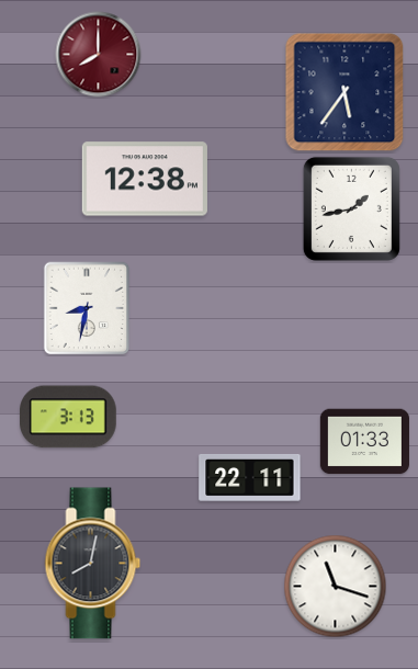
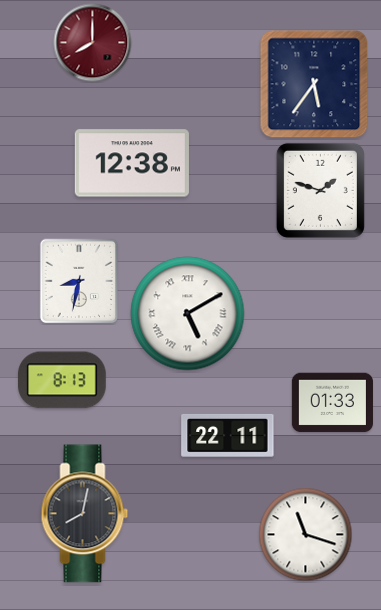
clock at (99, 55) position: (99, 55) -> (93, 43)
clock at (351, 208): 1:43 -> 1:48
clock at (188, 314): none -> 5:10
clock at (69, 417): 3:13 -> 8:13
